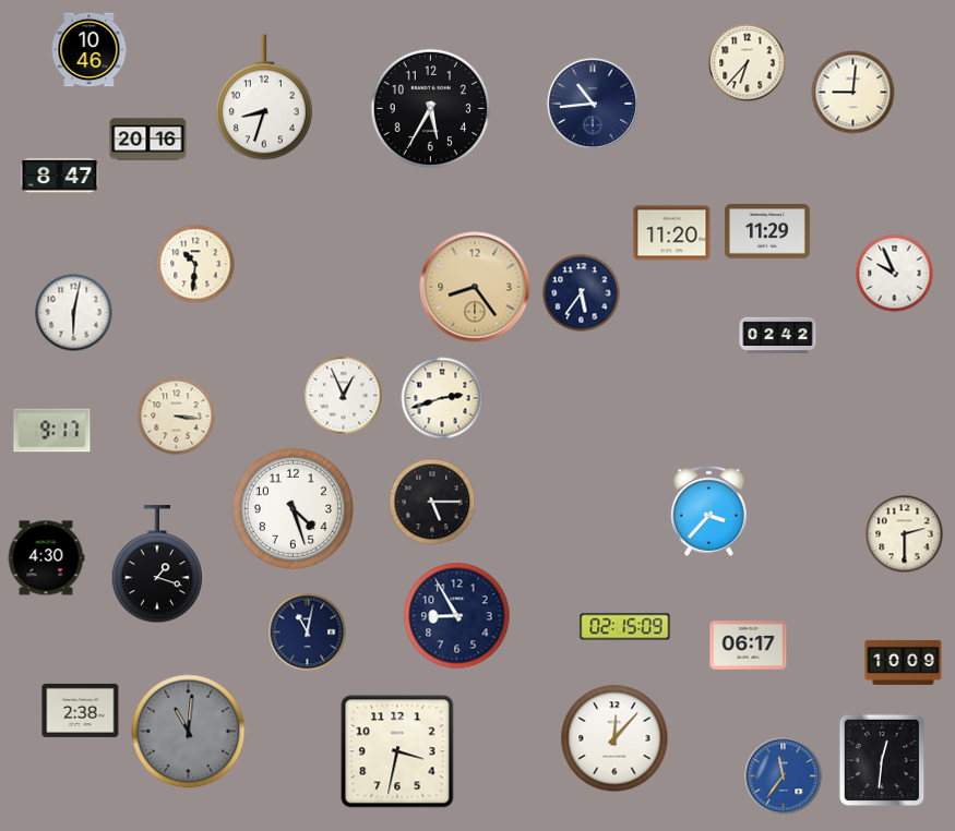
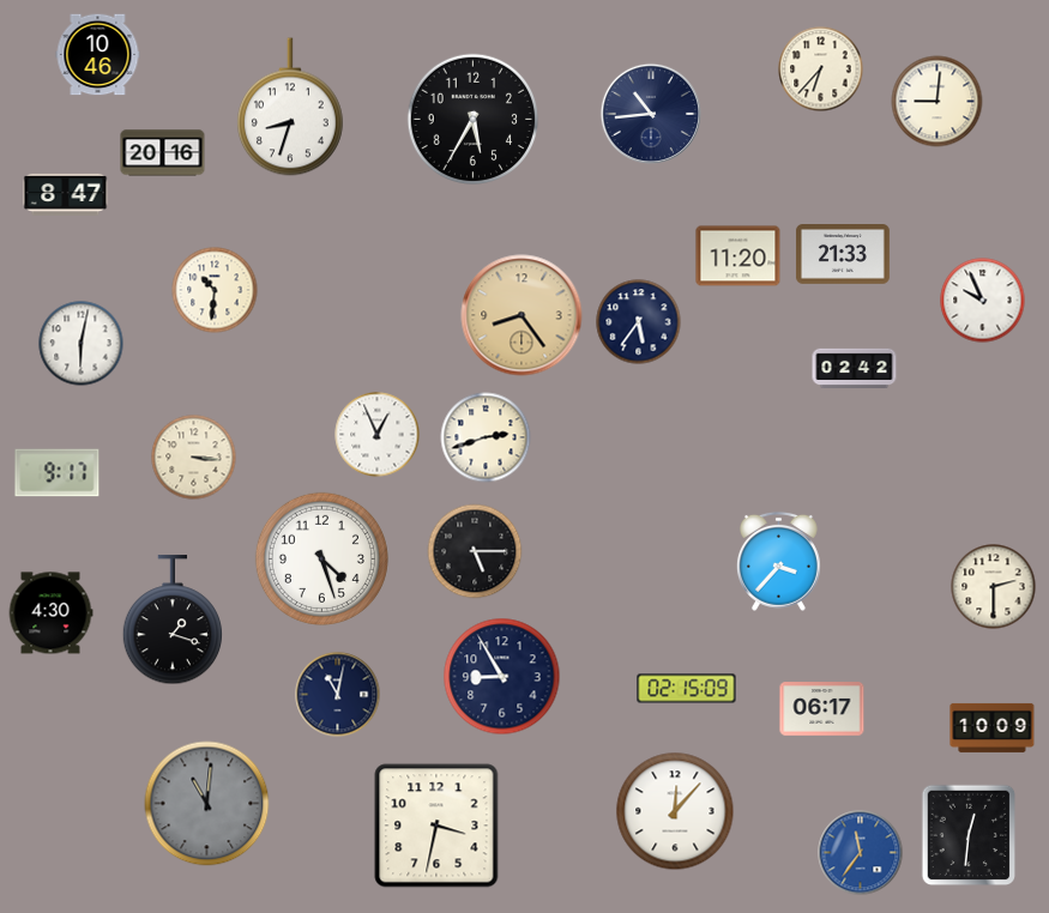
clock at (767, 232): 11:29 -> 21:33
clock at (81, 710): 2:38 -> none
